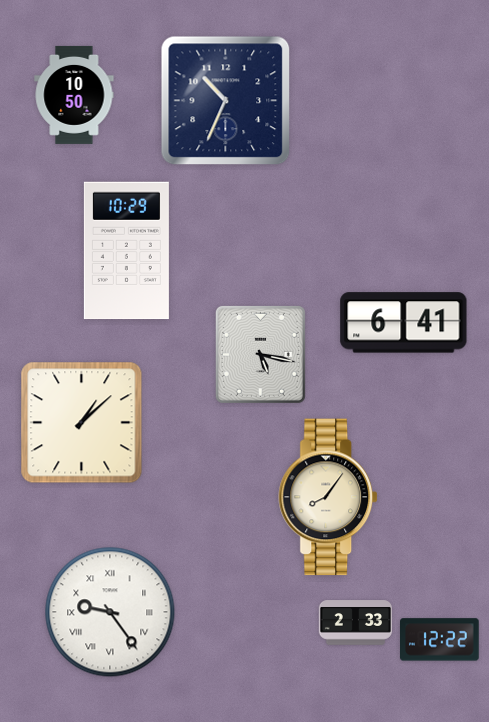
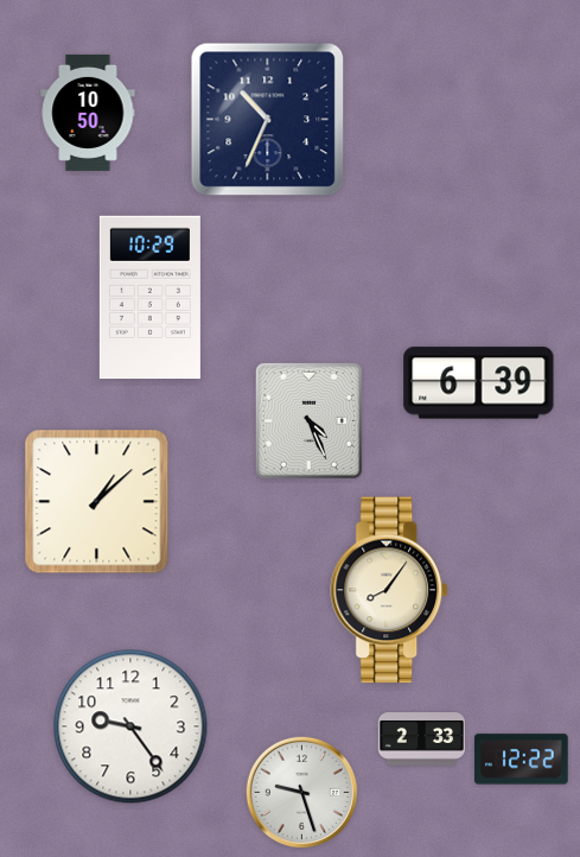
clock at (404, 323): 6:41 -> 6:39
clock at (260, 354): 5:17 -> 4:26
clock at (110, 612) numerals: Roman -> Arabic
clock at (302, 793): none -> 9:27
